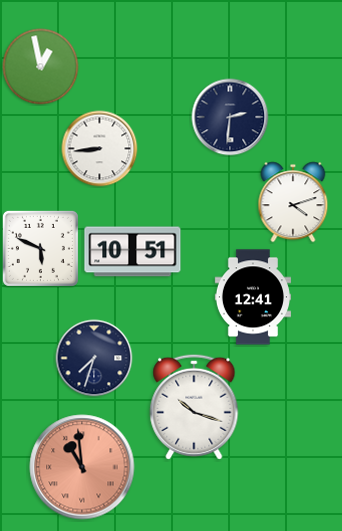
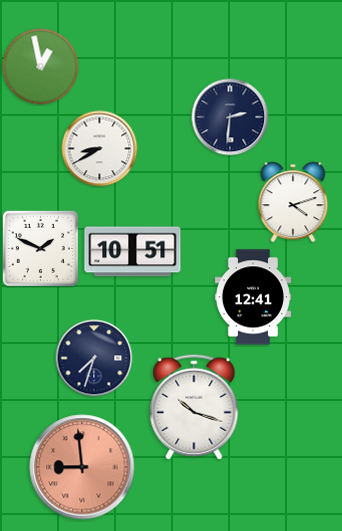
clock at (100, 149): 8:44 -> 8:40
clock at (40, 248): 5:49 -> 1:49
clock at (82, 467): 10:59 -> 8:59
